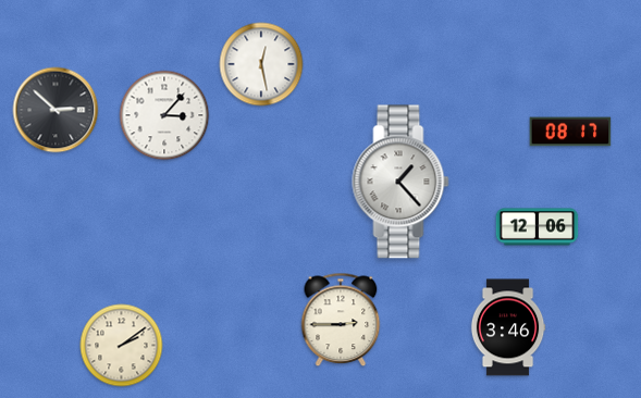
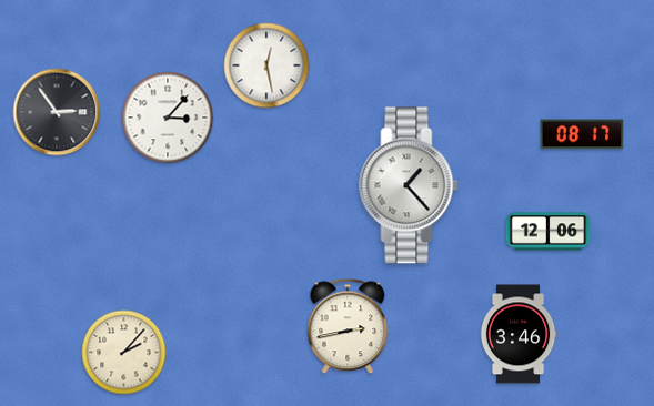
clock at (56, 110): 2:52 -> 2:54
clock at (341, 320): 2:45 -> 2:43
clock at (122, 346): 2:09 -> 2:07
